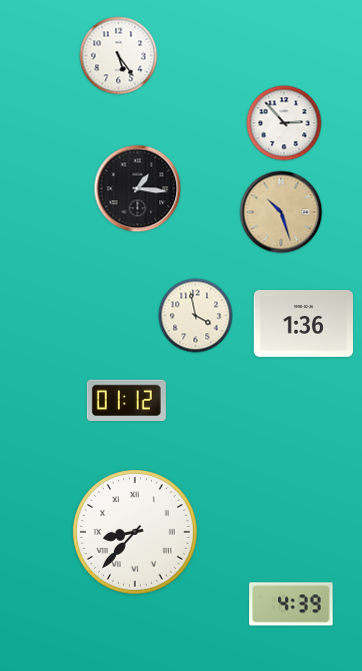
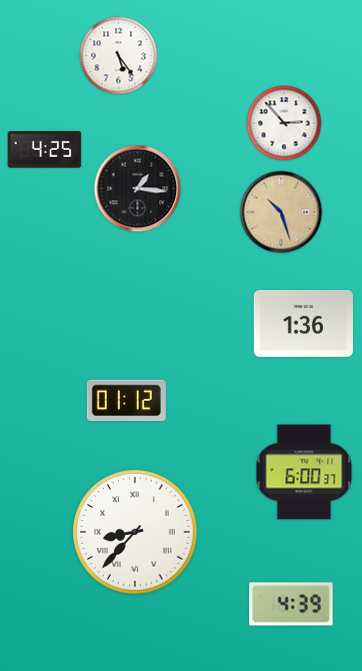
clock at (45, 150): none -> 4:25
clock at (196, 316): 3:58 -> none
clock at (304, 472): none -> 6:00
